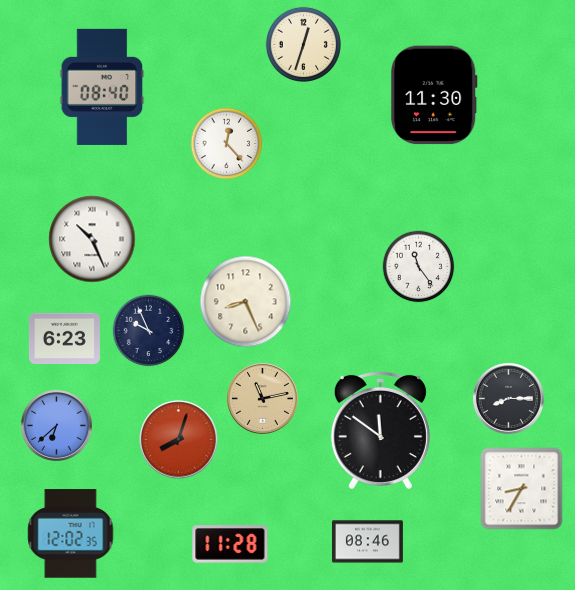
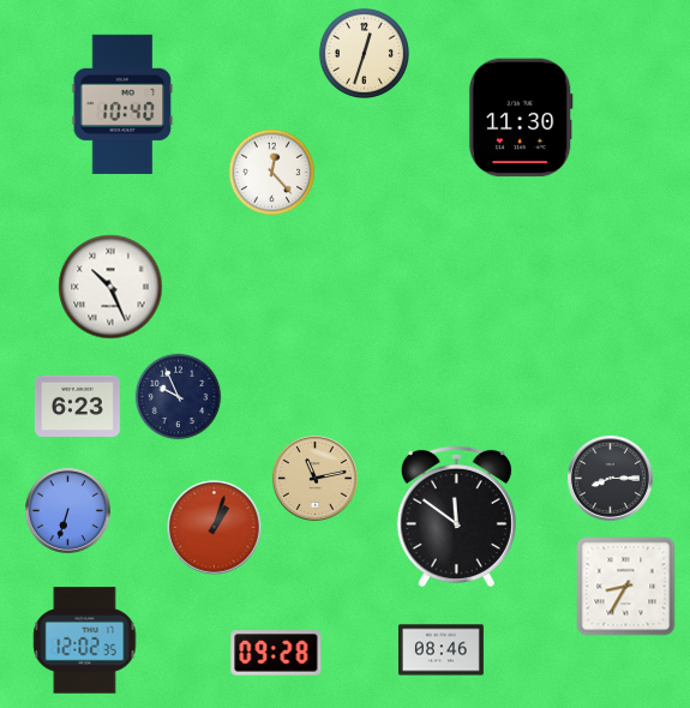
clock at (102, 87): 08:40 -> 10:40
clock at (434, 95) position: (434, 95) -> (521, 118)
clock at (419, 267): 11:24 -> none
clock at (246, 302): 8:26 -> none
clock at (56, 425): 6:38 -> 6:33
clock at (179, 440): 8:03 -> 1:03
clock at (230, 544): 11:28 -> 09:28
